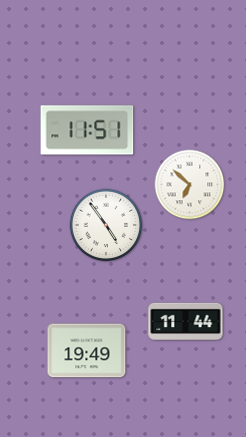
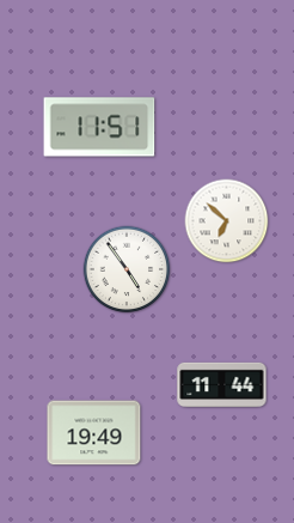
clock at (87, 130) position: (87, 130) -> (99, 127)
clock at (87, 351) position: (87, 351) -> (94, 433)
